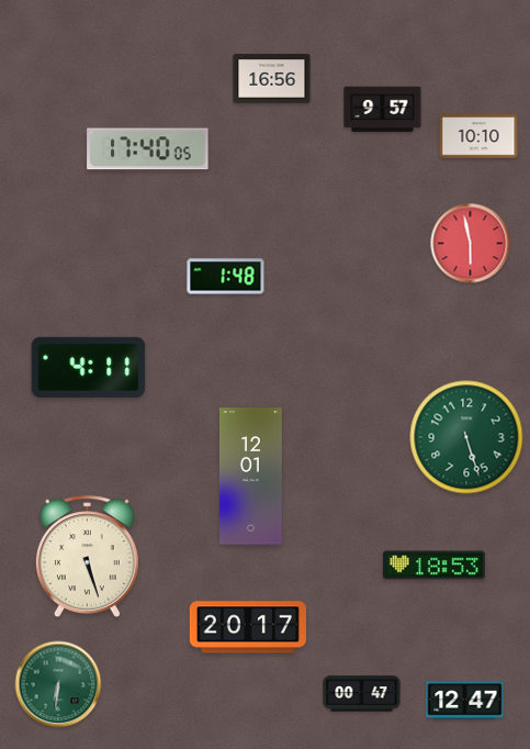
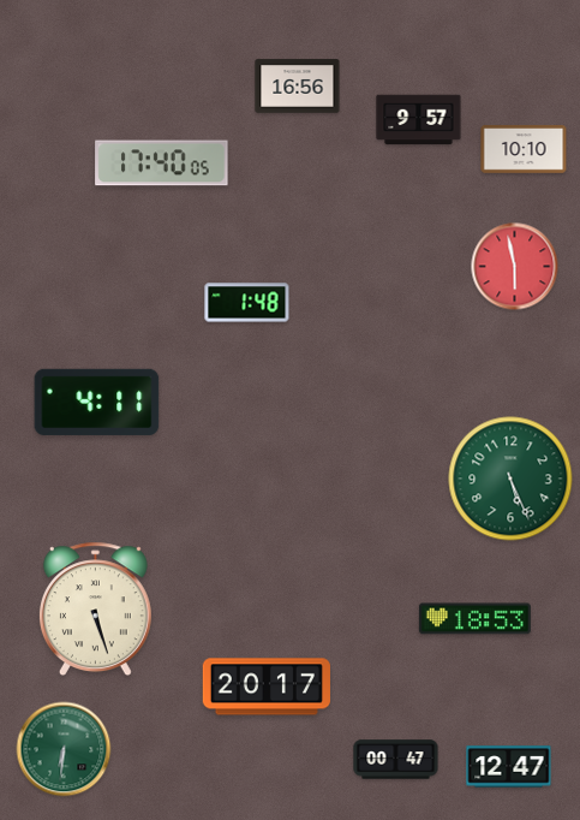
clock at (466, 437): 5:27 -> 5:26
clock at (250, 477): 12:01 -> none
clock at (248, 627) position: (248, 627) -> (267, 687)
